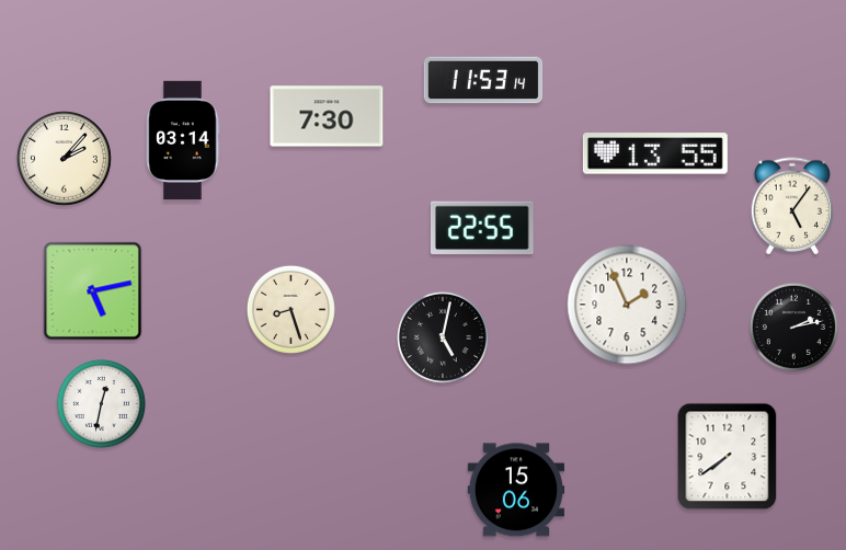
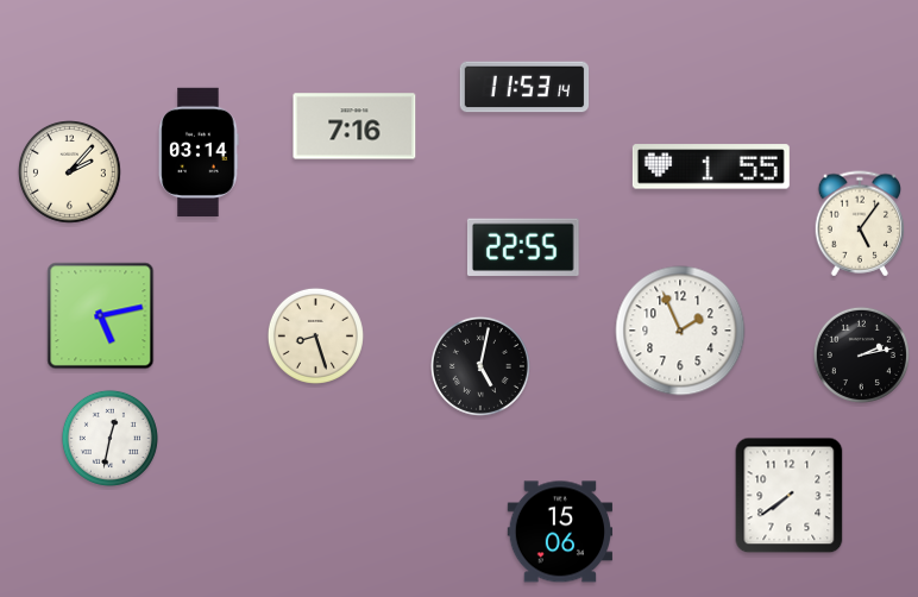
clock at (327, 116): 7:30 -> 7:16
clock at (655, 153): 13:55 -> 1:55
